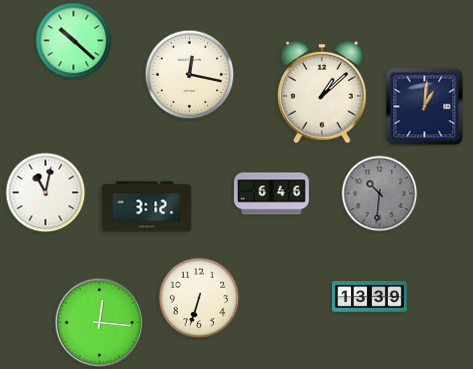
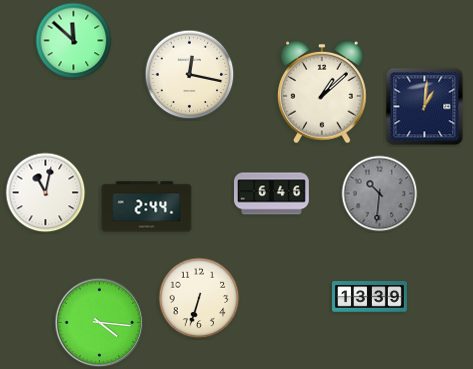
clock at (74, 41): 10:22 -> 11:52
clock at (147, 207): 3:12 -> 2:44
clock at (100, 323): 12:16 -> 4:16
